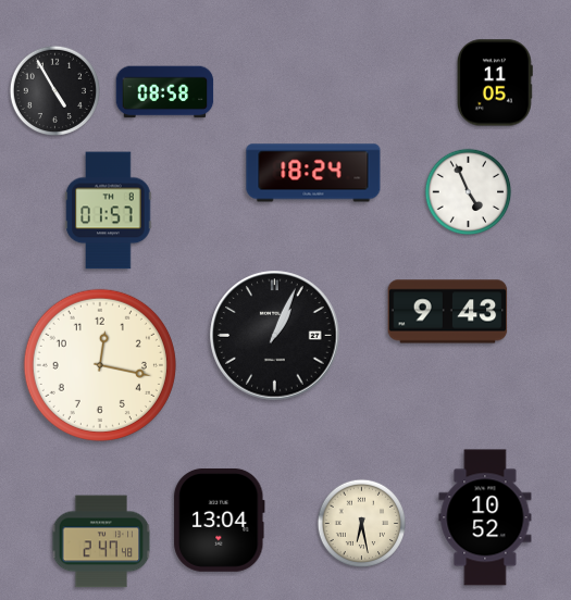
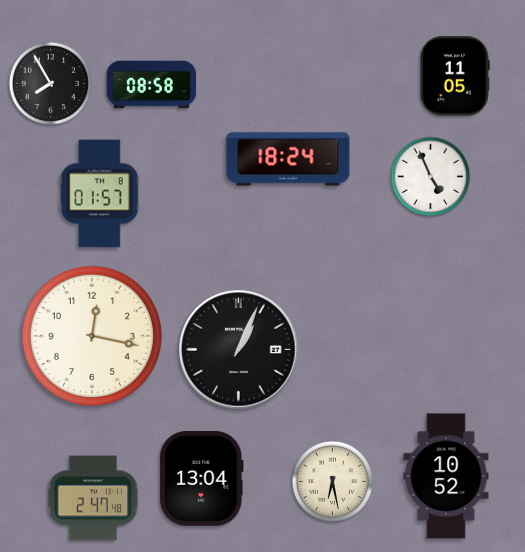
clock at (54, 90): 4:55 -> 7:55
clock at (448, 312): 9:43 -> none
clock at (275, 336) position: (275, 336) -> (239, 350)
